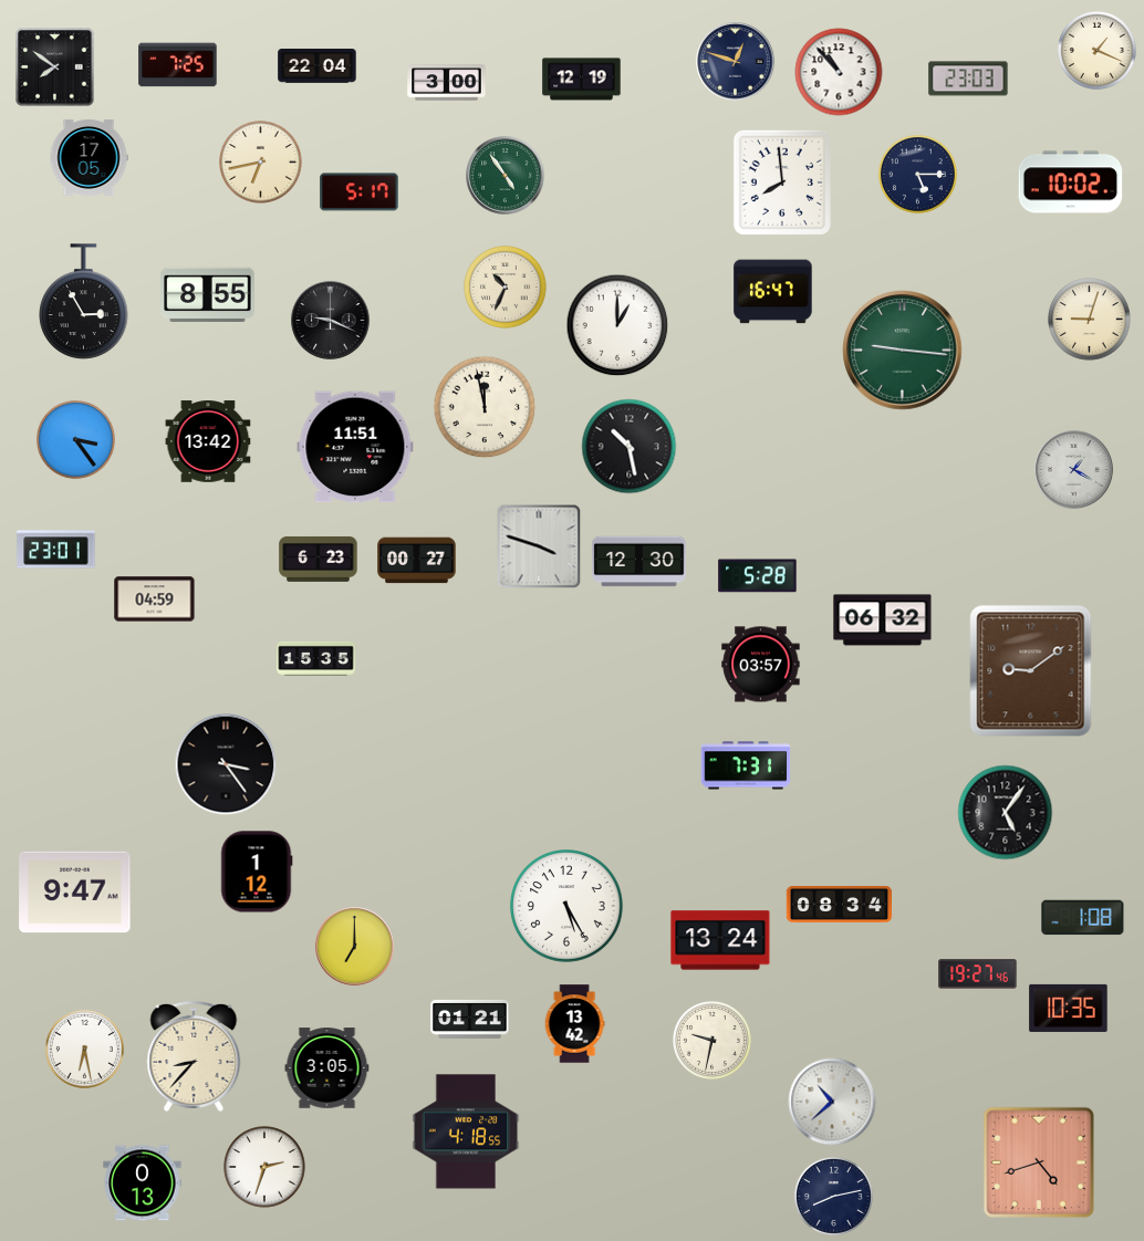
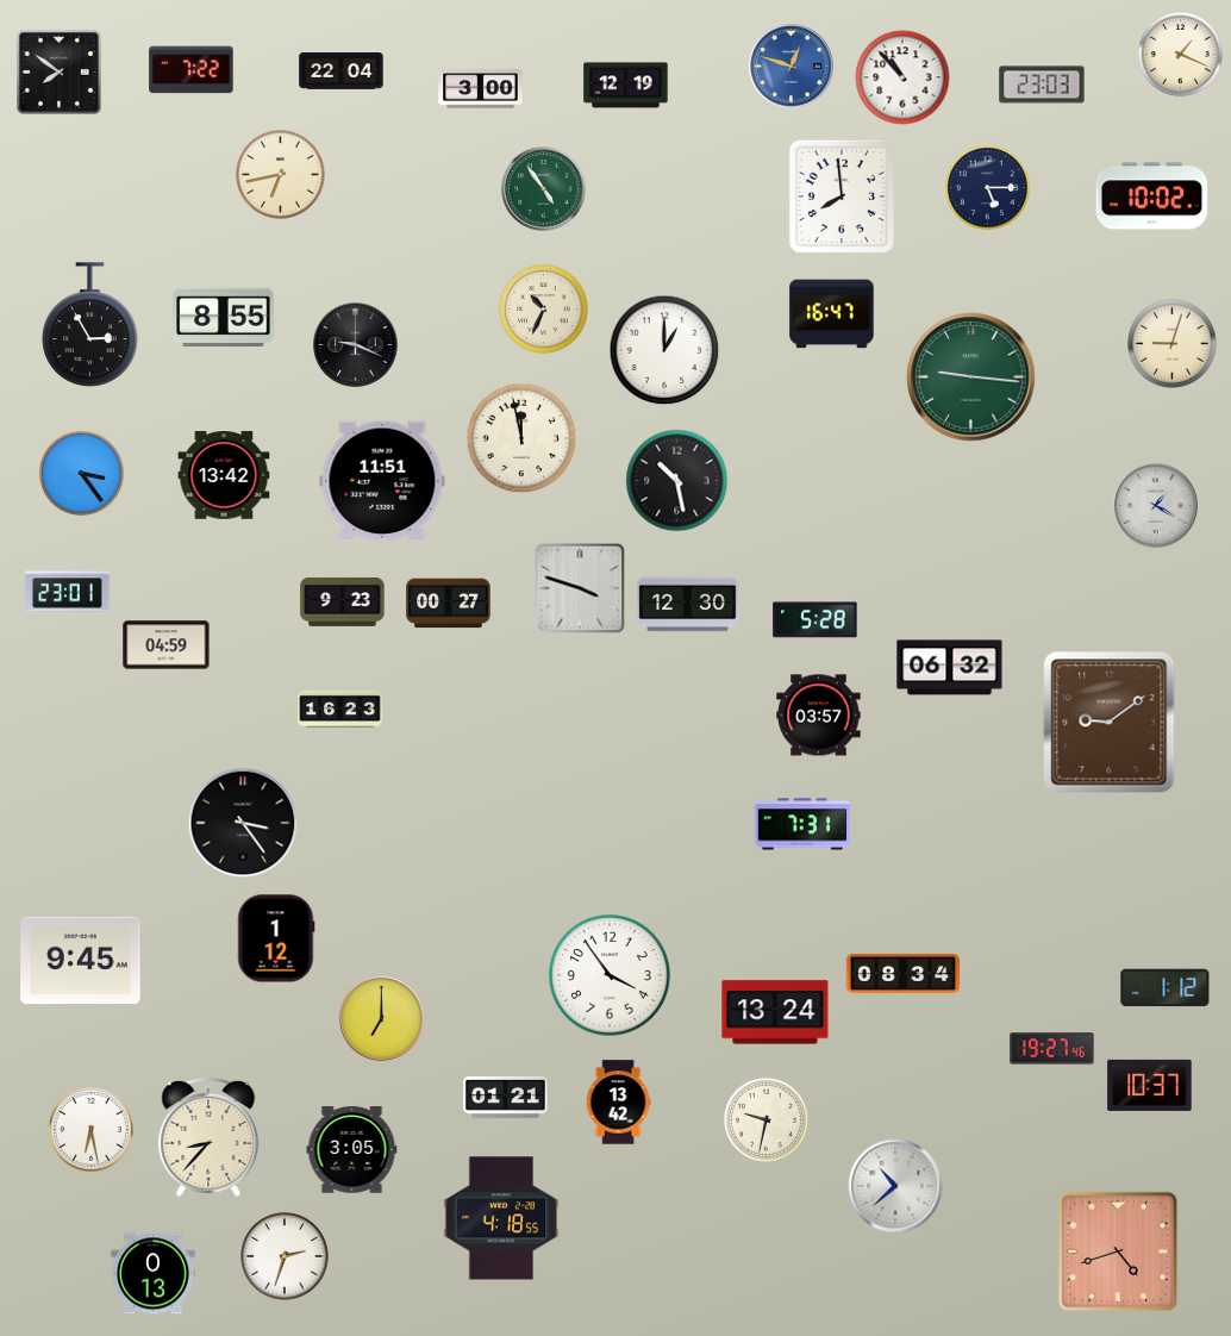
clock at (736, 62) dial: navy -> blue
clock at (178, 65): 7:25 -> 7:22
clock at (89, 157): 17:05 -> none
clock at (360, 192): 5:17 -> none
clock at (56, 550) position: (56, 550) -> (68, 592)
clock at (319, 560): 6:23 -> 9:23
clock at (316, 658): 15:35 -> 16:23
clock at (1006, 813): 5:06 -> none
clock at (75, 893): 9:47 -> 9:45
clock at (566, 906): 5:25 -> 3:54
clock at (1083, 918): 1:08 -> 1:12
clock at (1069, 1008): 10:35 -> 10:37
clock at (833, 1196): 8:13 -> none
